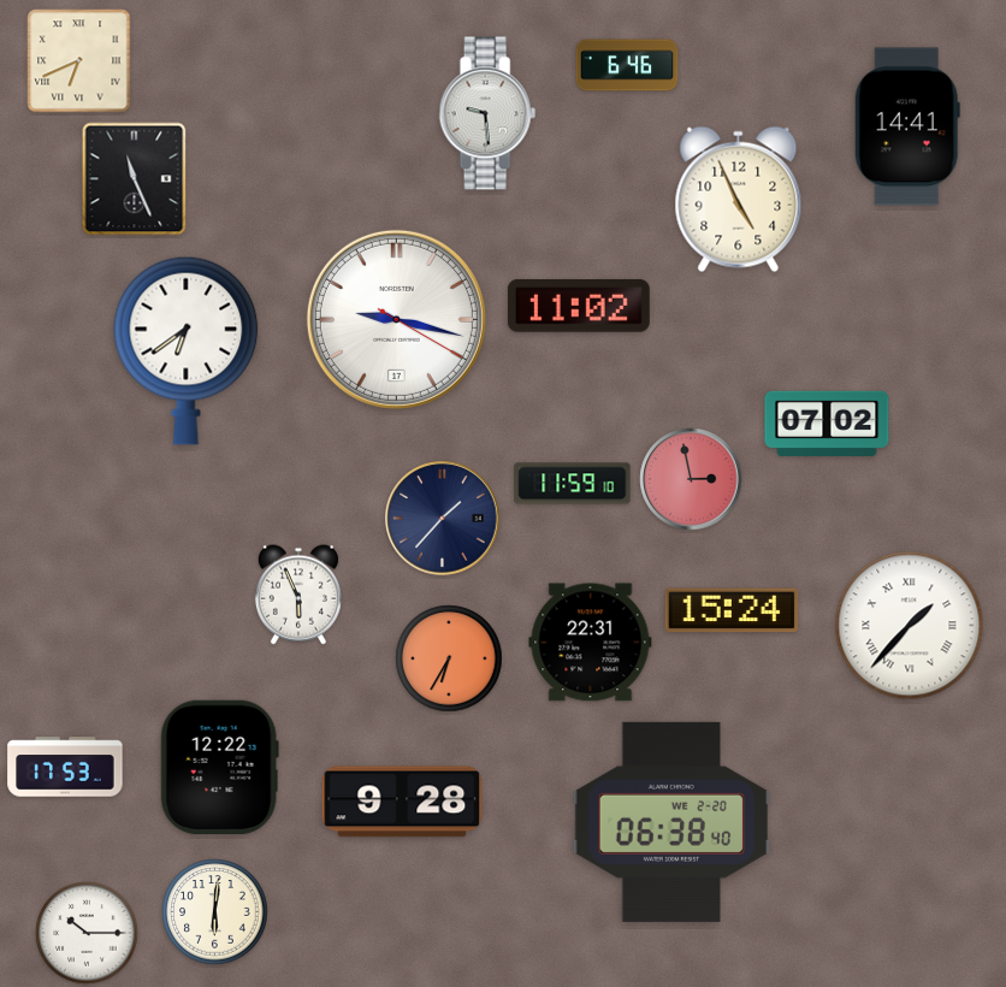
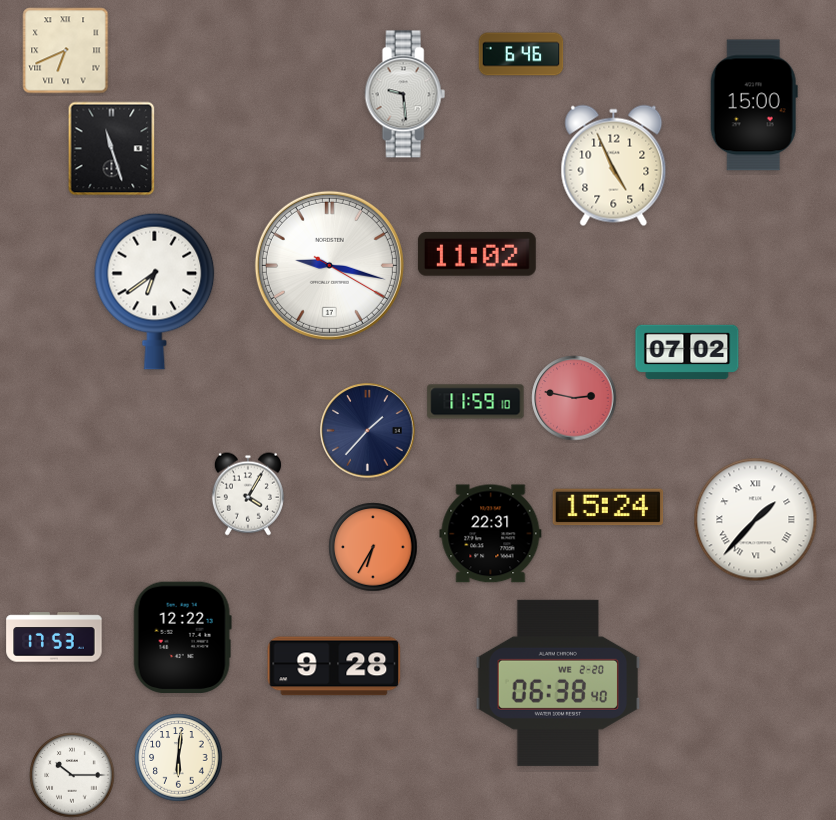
clock at (907, 126): 14:41 -> 15:00
clock at (135, 179): 11:26 -> 11:27
clock at (579, 306) position: (579, 306) -> (477, 254)
clock at (691, 479): 2:58 -> 2:47
clock at (298, 595): 5:56 -> 4:05
